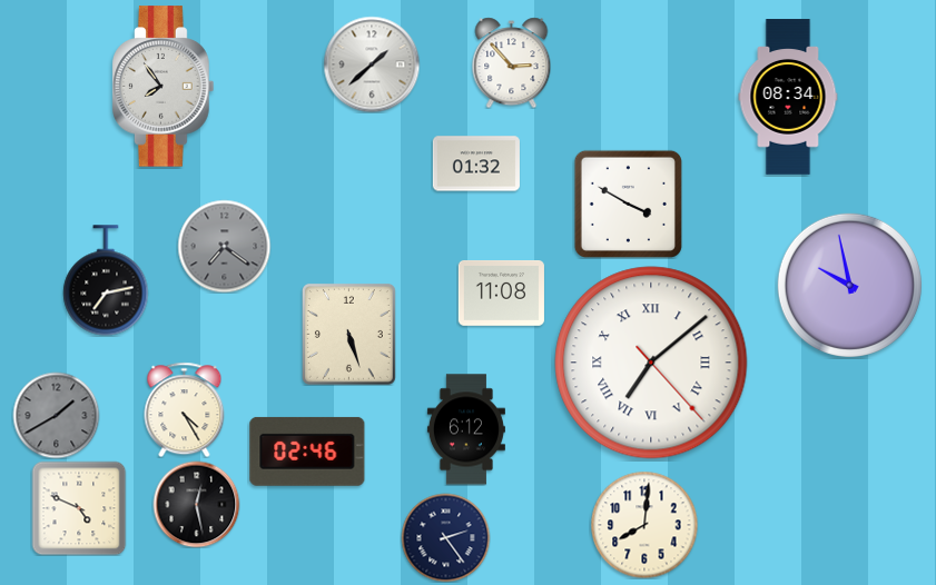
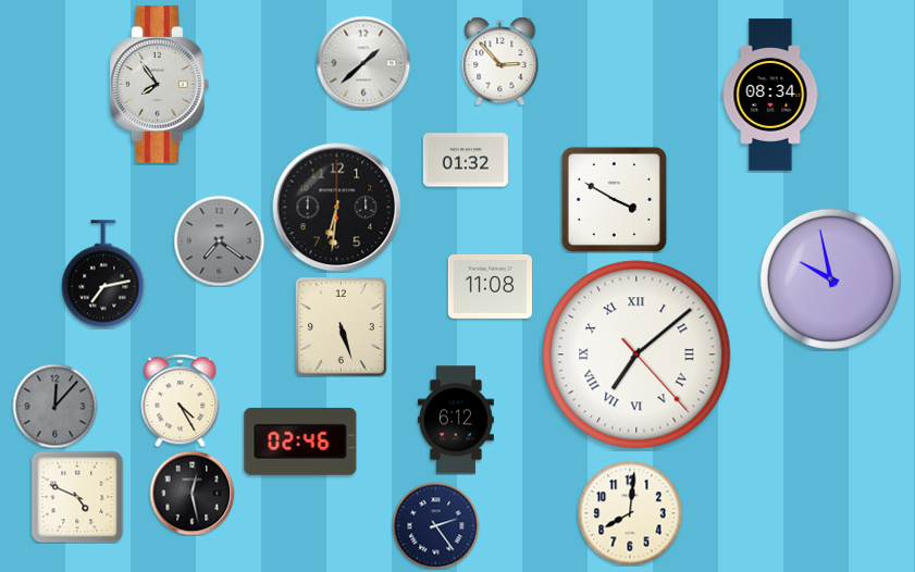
clock at (337, 208): none -> 6:31
clock at (56, 415): 1:40 -> 12:07
